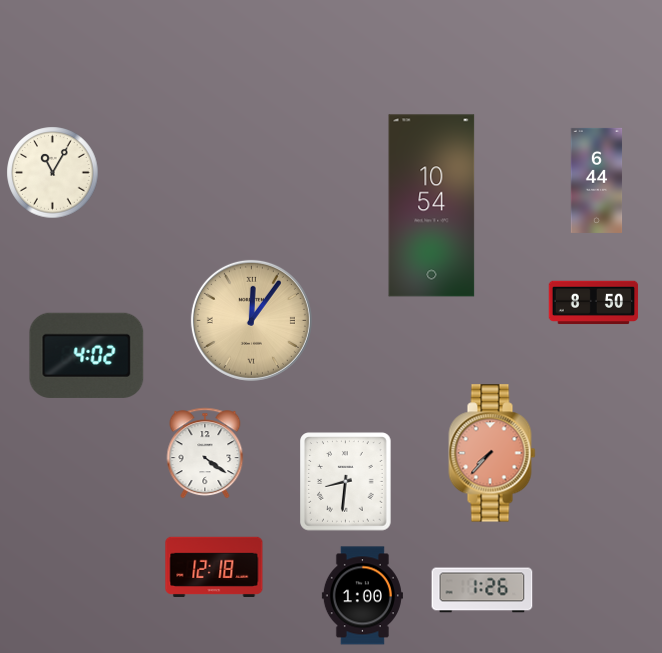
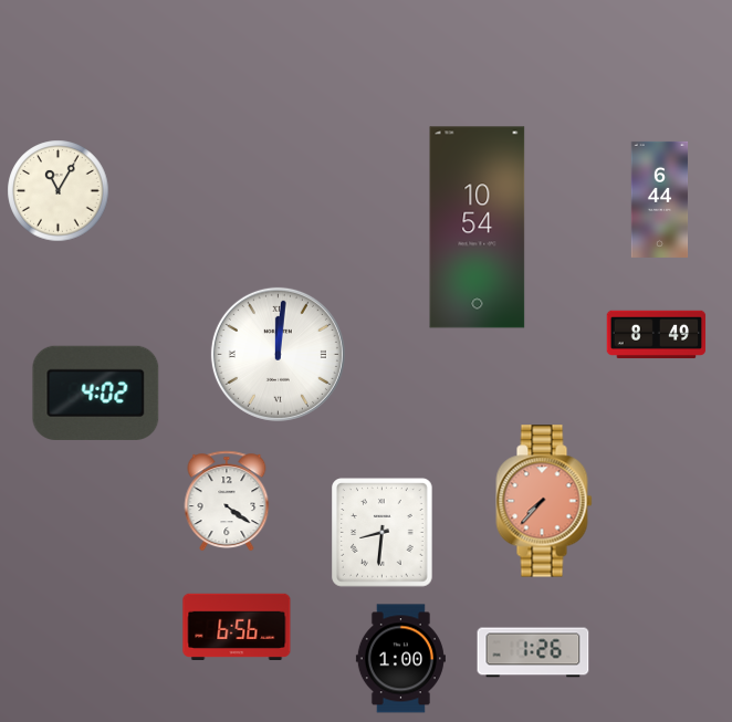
clock at (594, 303): 8:50 -> 8:49
clock at (251, 320): 12:06 -> 12:01
clock at (251, 320) dial: champagne -> white
clock at (214, 567): 12:18 -> 6:56
